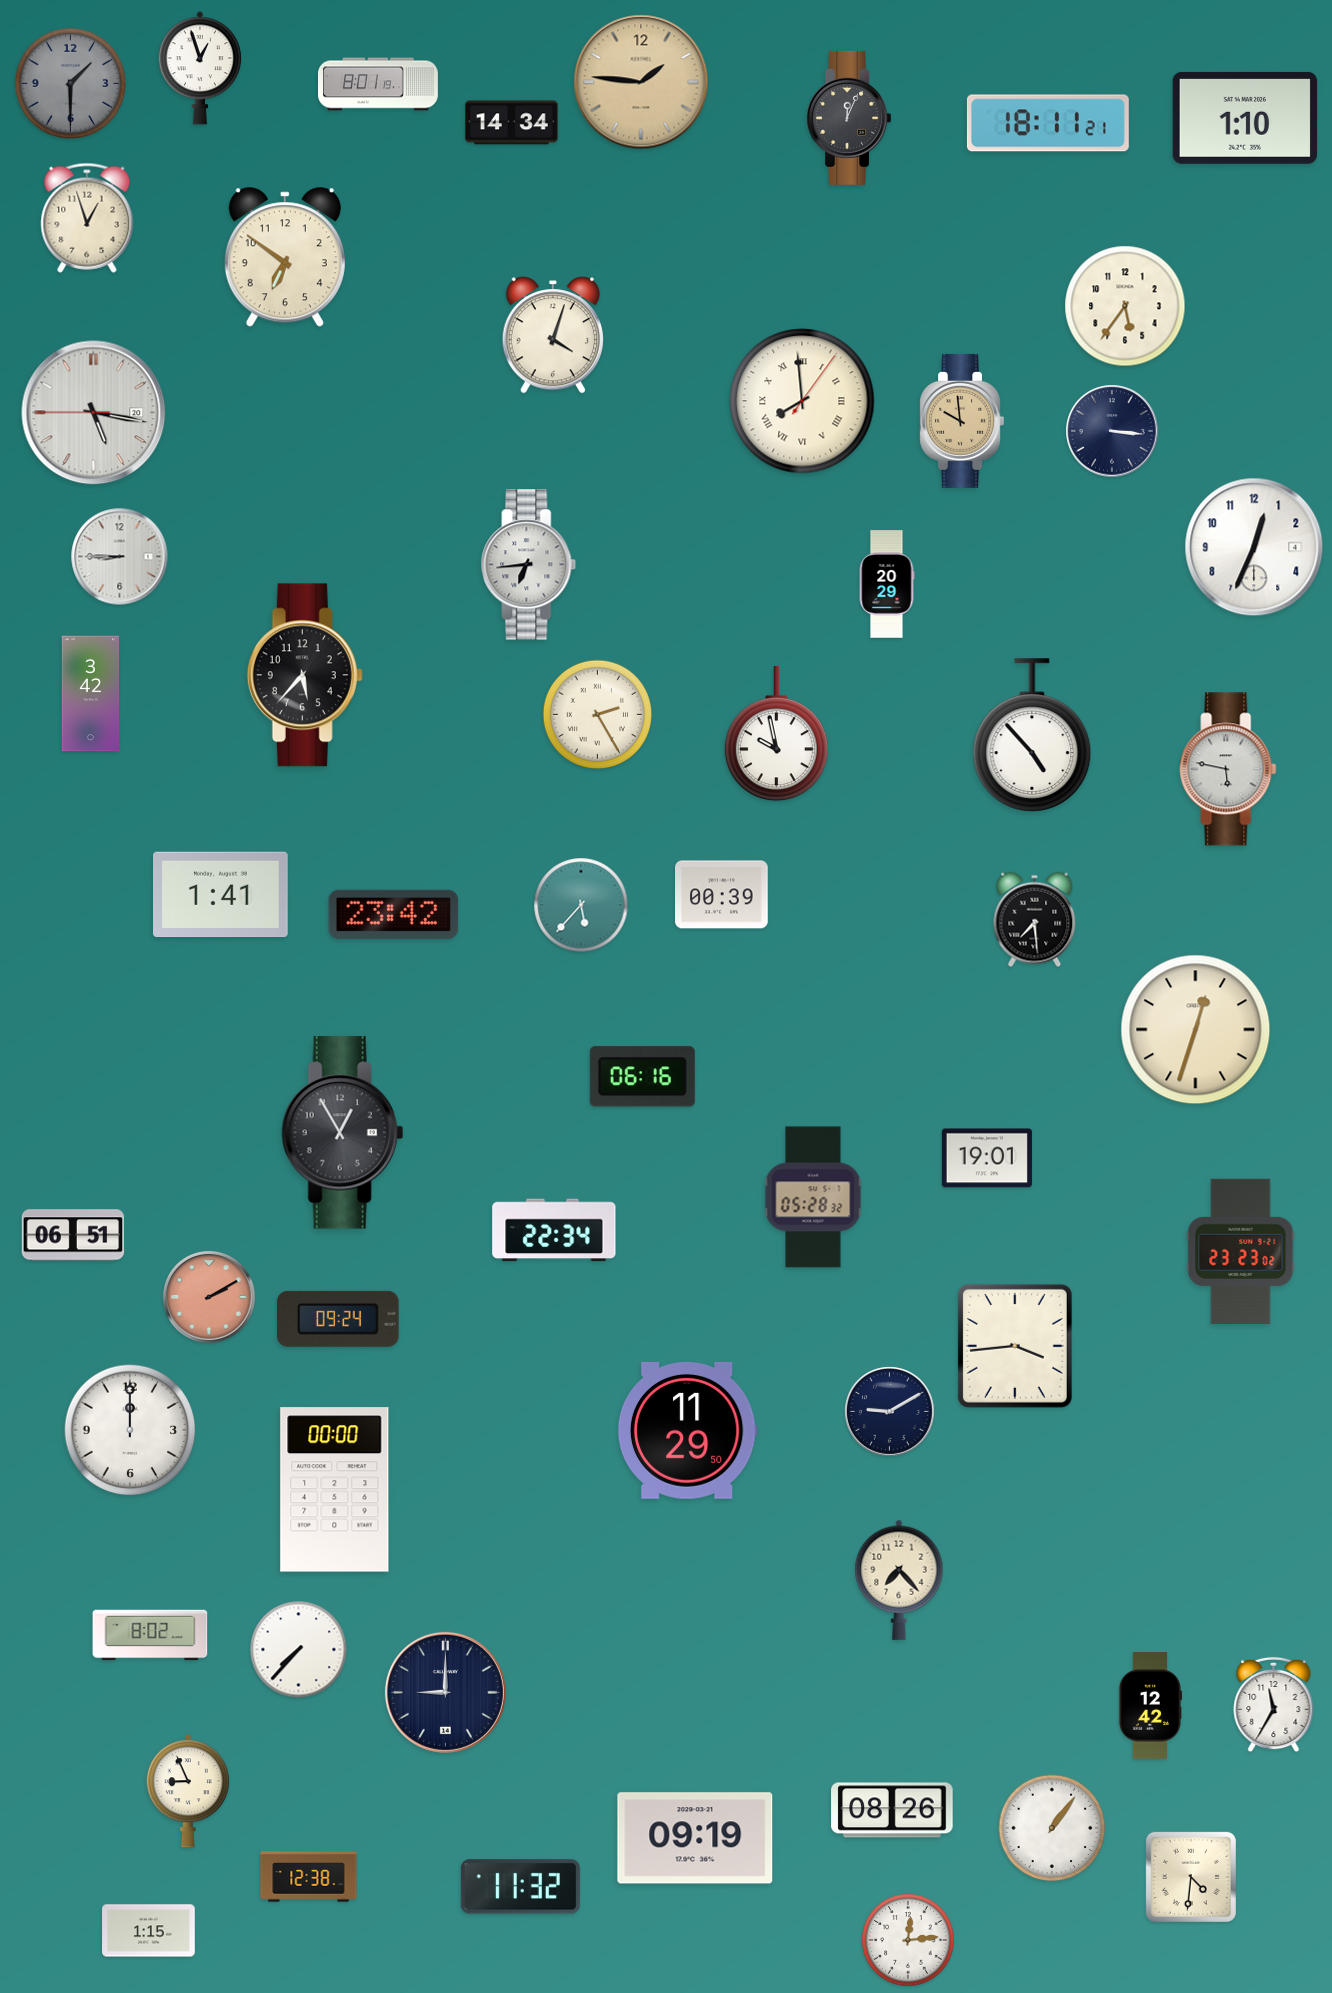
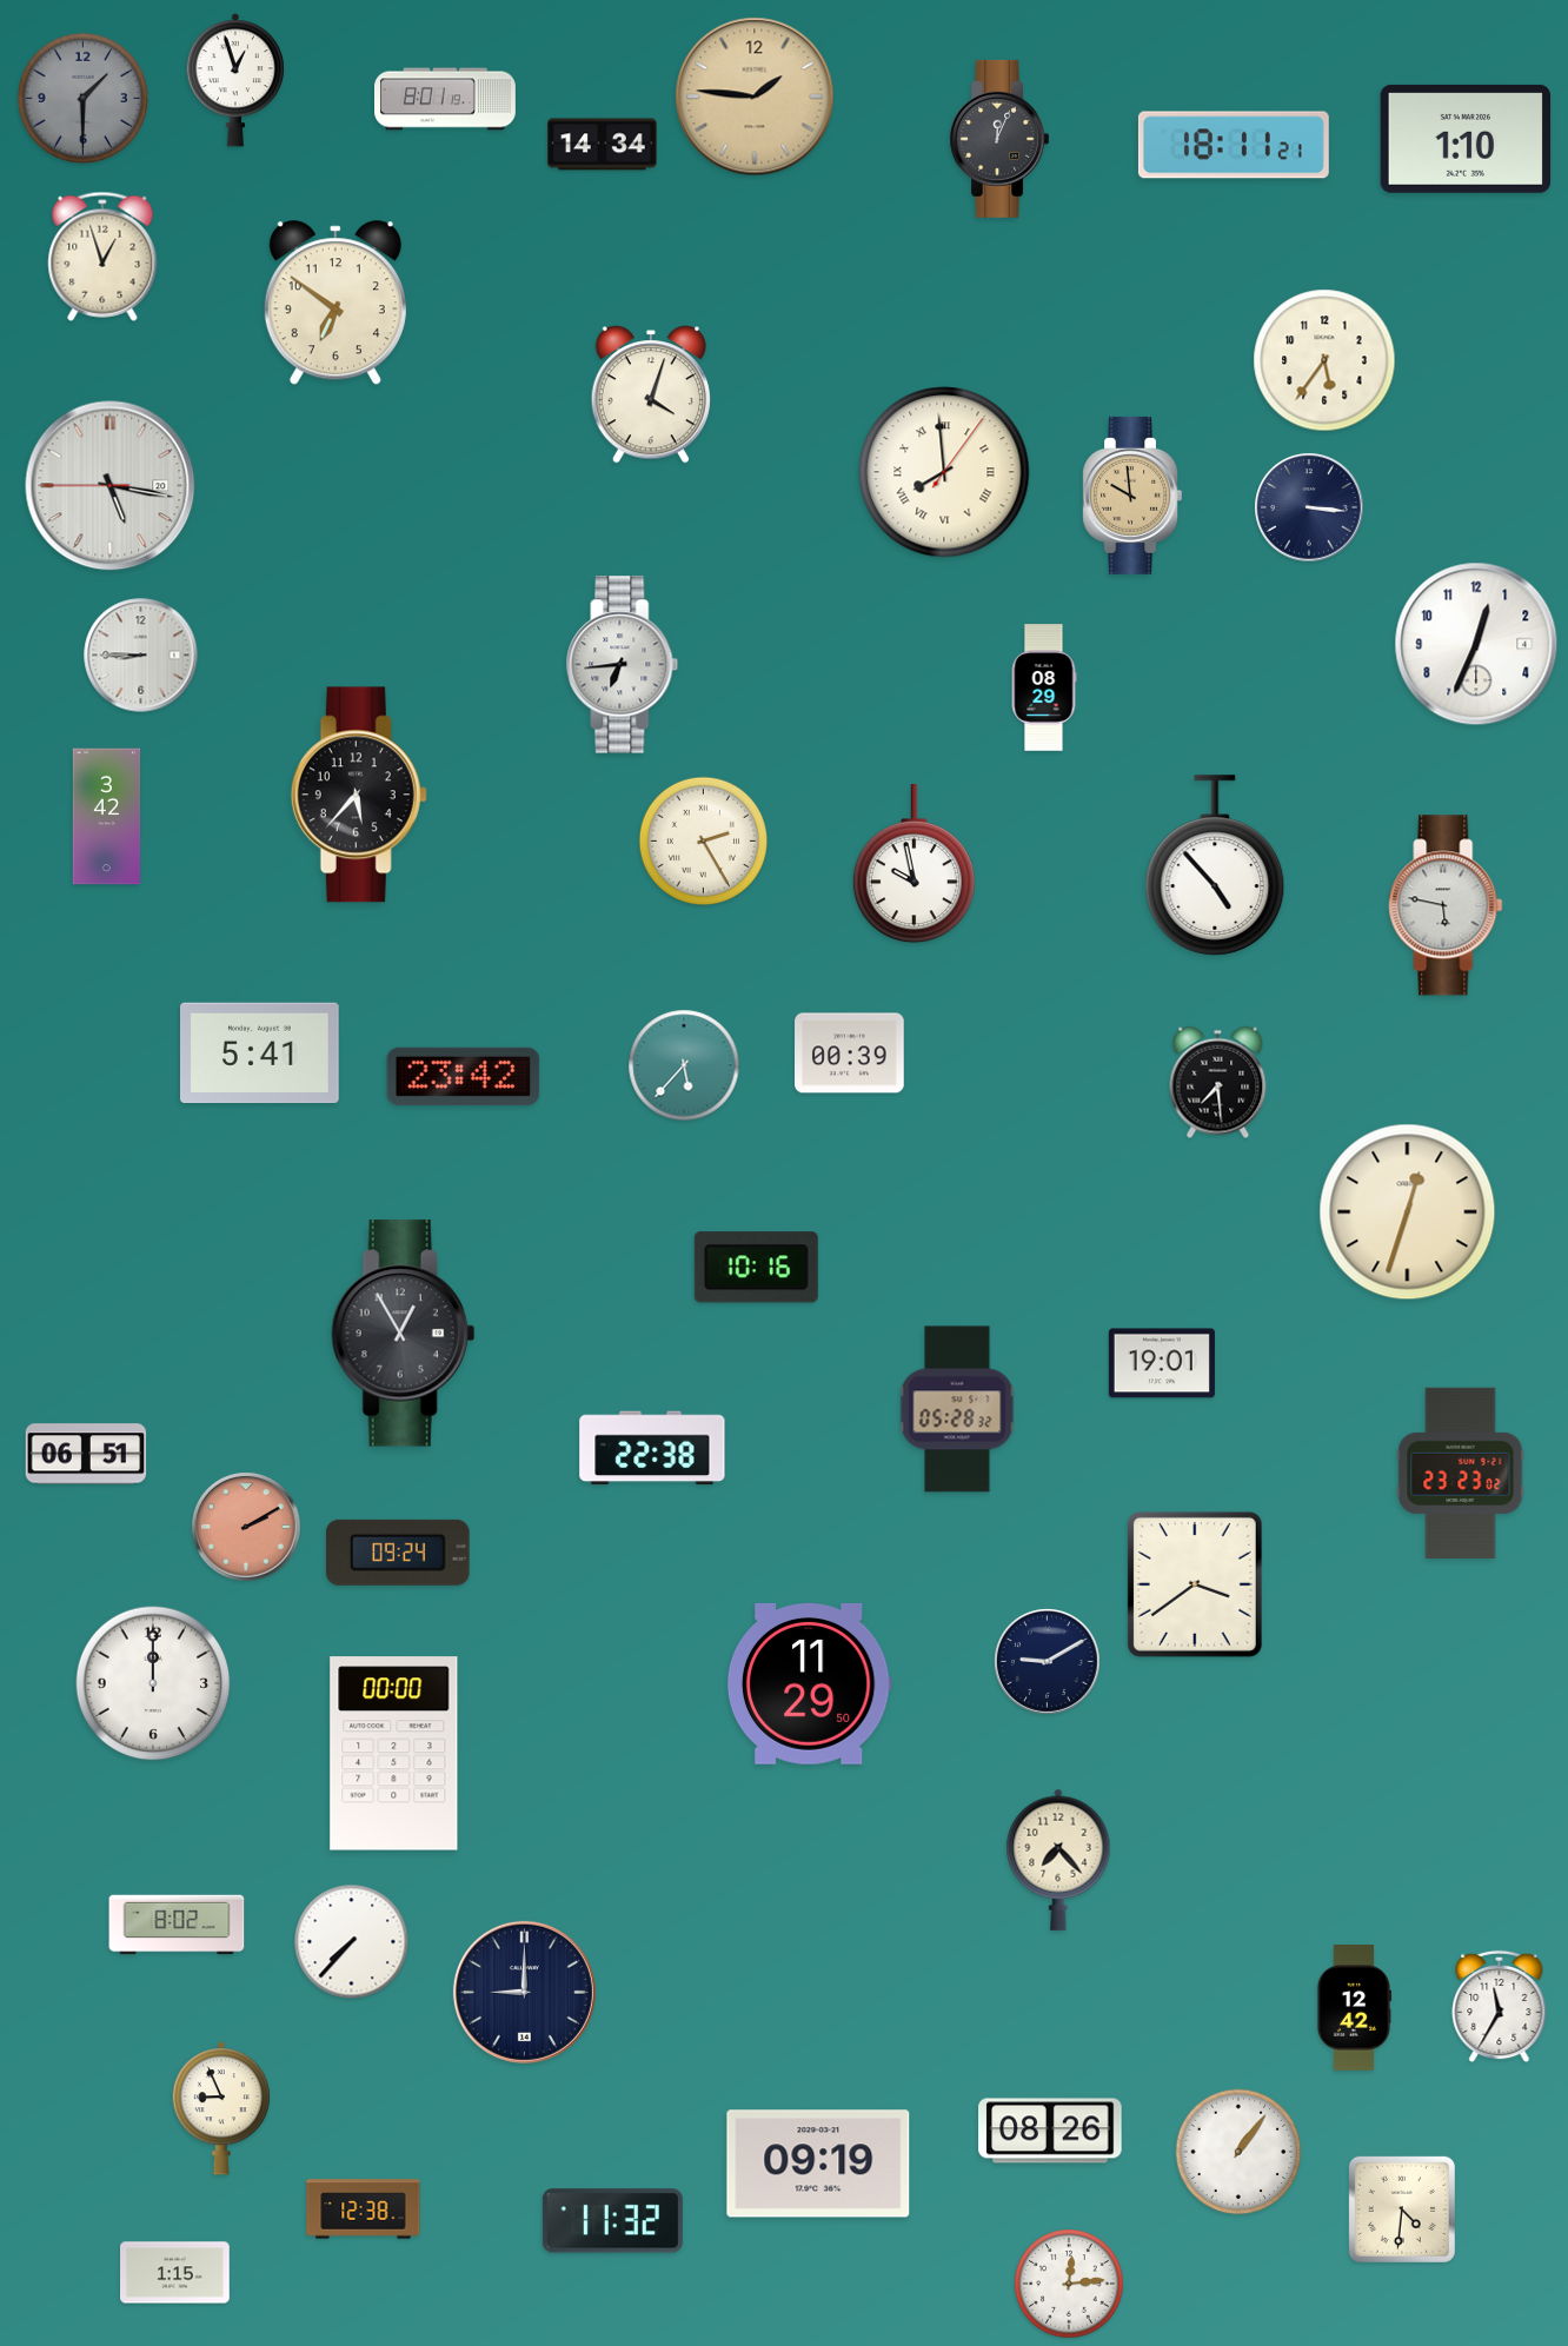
clock at (887, 584): 20:29 -> 08:29
clock at (221, 895): 1:41 -> 5:41
clock at (642, 1077): 06:16 -> 10:16
clock at (554, 1230): 22:34 -> 22:38
clock at (1015, 1346): 3:44 -> 3:39
